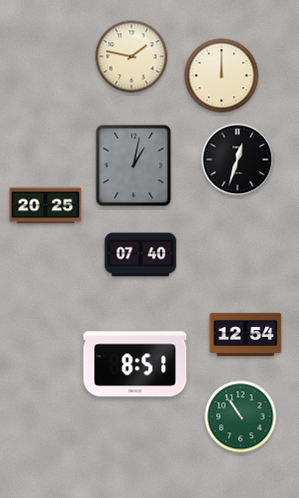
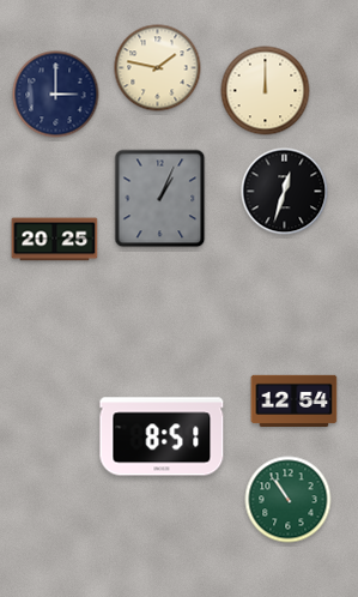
clock at (56, 95): none -> 3:00
clock at (134, 166): 1:02 -> 1:04
clock at (46, 206) position: (46, 206) -> (55, 240)
clock at (141, 255): 07:40 -> none
